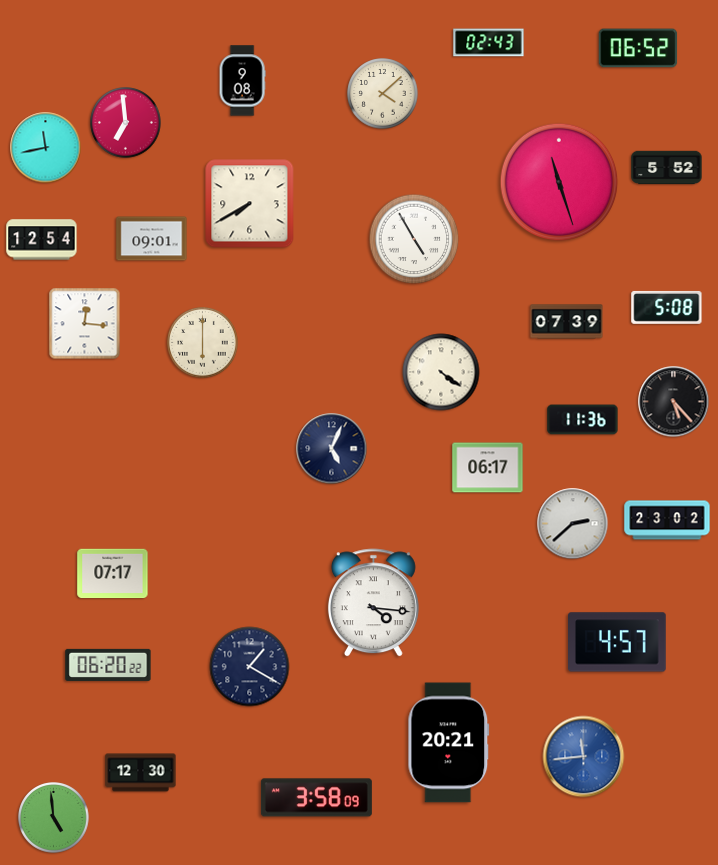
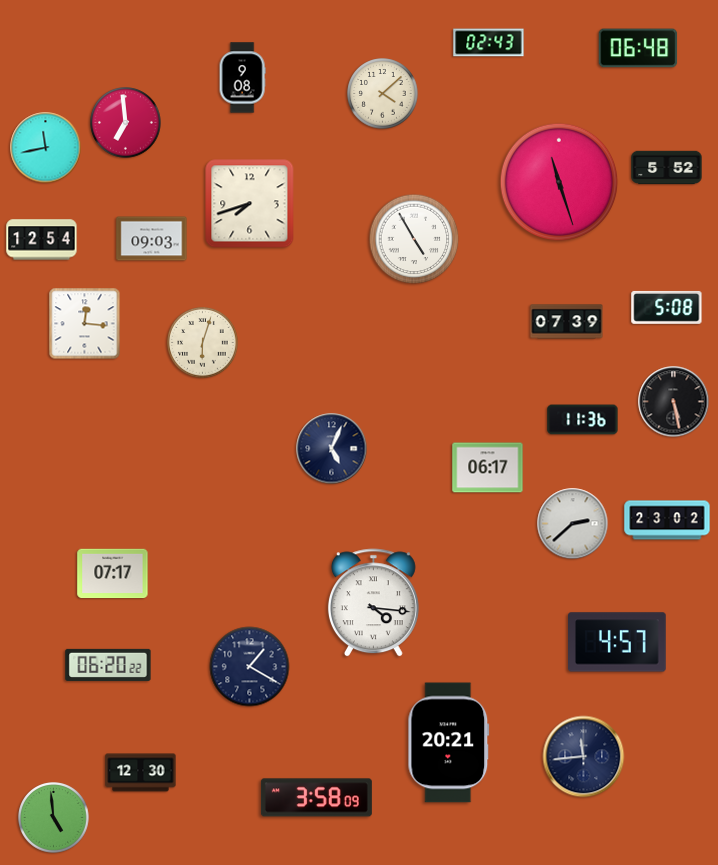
clock at (638, 48): 06:52 -> 06:48
clock at (242, 81) position: (242, 81) -> (242, 78)
clock at (250, 204): 7:40 -> 7:42
clock at (152, 239): 09:01 -> 09:03
clock at (203, 343): 6:00 -> 6:03
clock at (441, 372): 4:21 -> none
clock at (674, 402): 5:23 -> 5:28
clock at (584, 757) dial: blue -> navy
